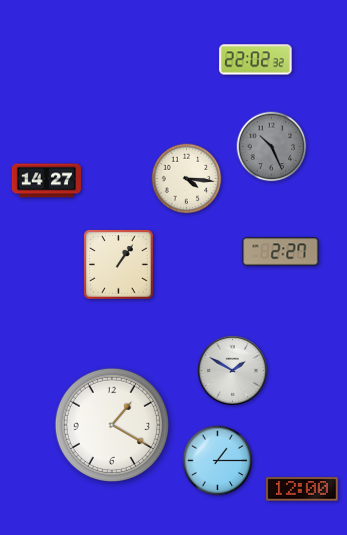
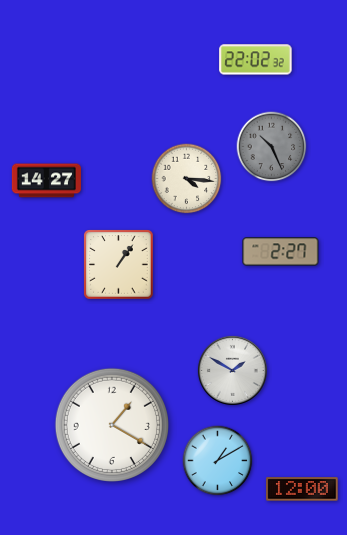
clock at (218, 461): 1:15 -> 1:10
